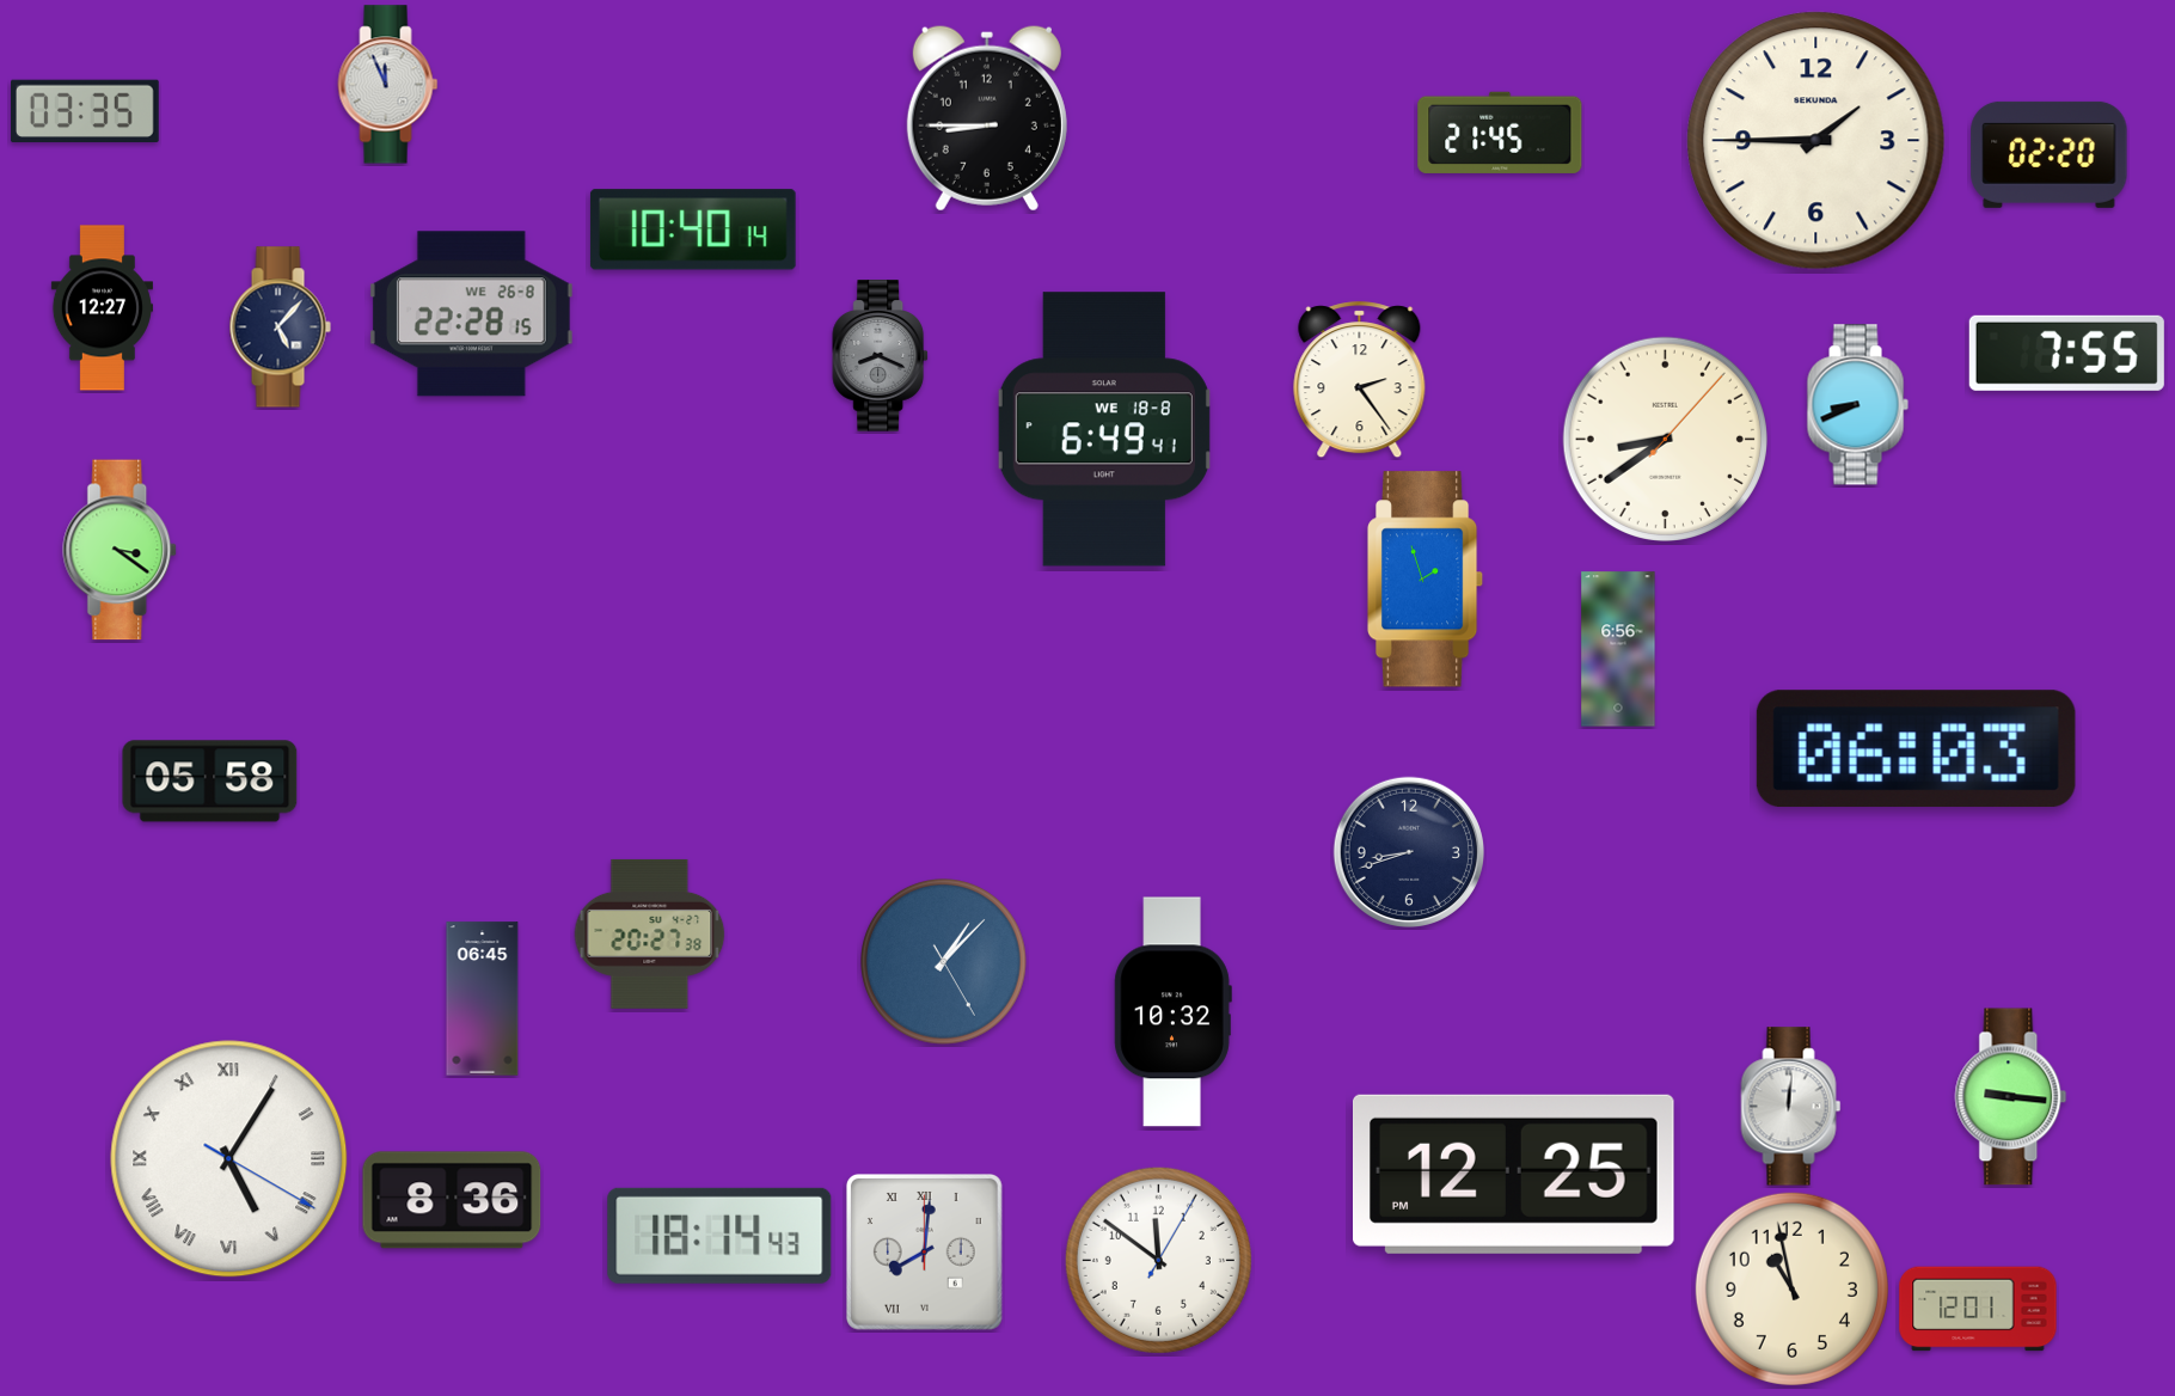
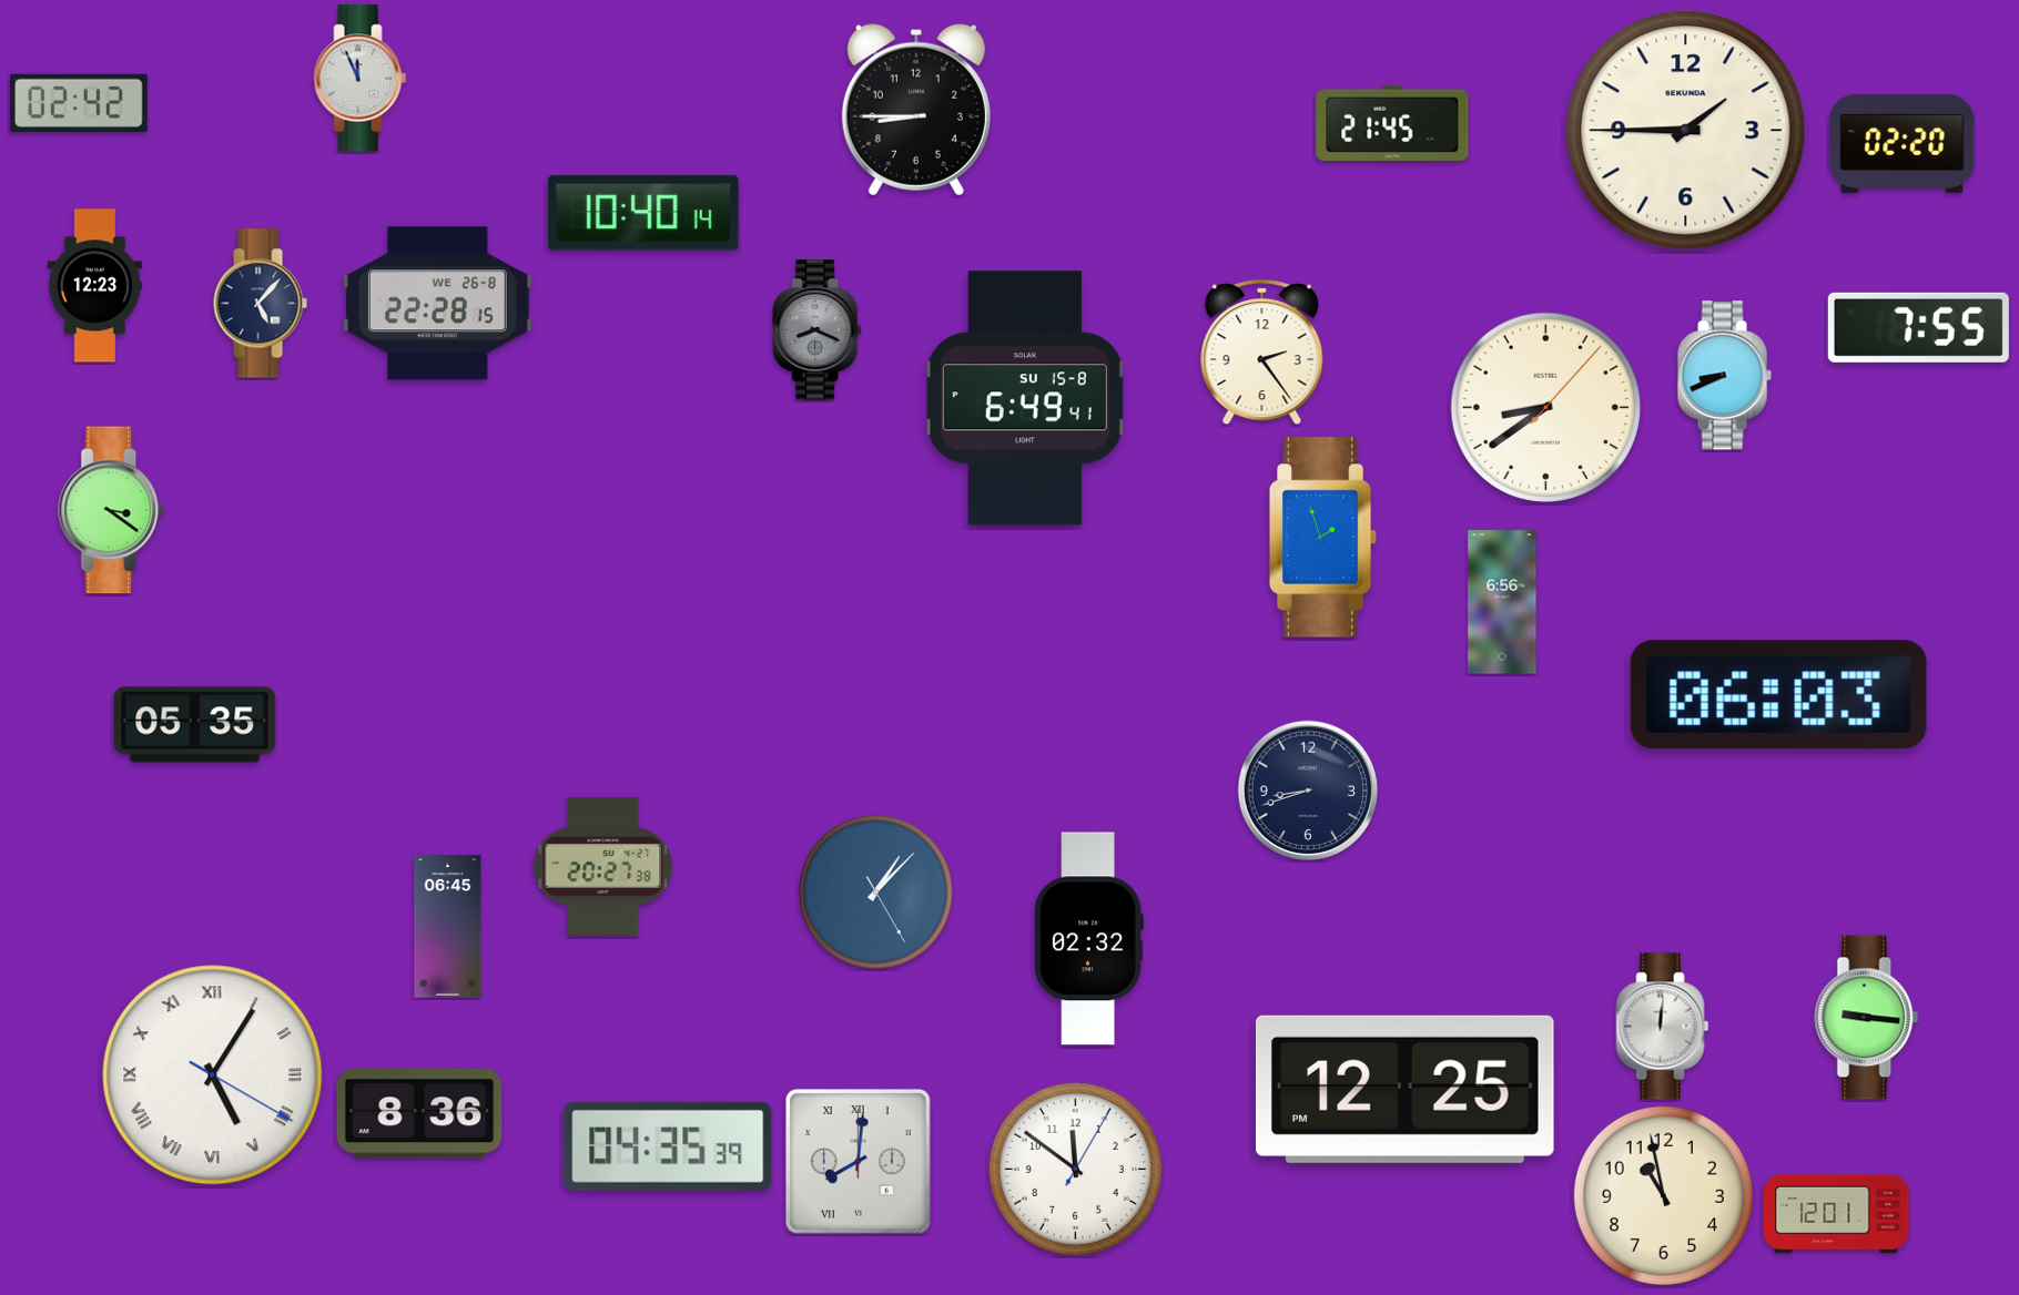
clock at (86, 110): 03:35 -> 02:42
clock at (102, 308): 12:27 -> 12:23
clock at (471, 314) position: (471, 314) -> (437, 304)
clock at (1104, 429) date: WE 18-8 -> SU 15-8
clock at (210, 782): 05:58 -> 05:35
clock at (1172, 1012): 10:32 -> 02:32
clock at (719, 1236): 18:14 -> 04:35
